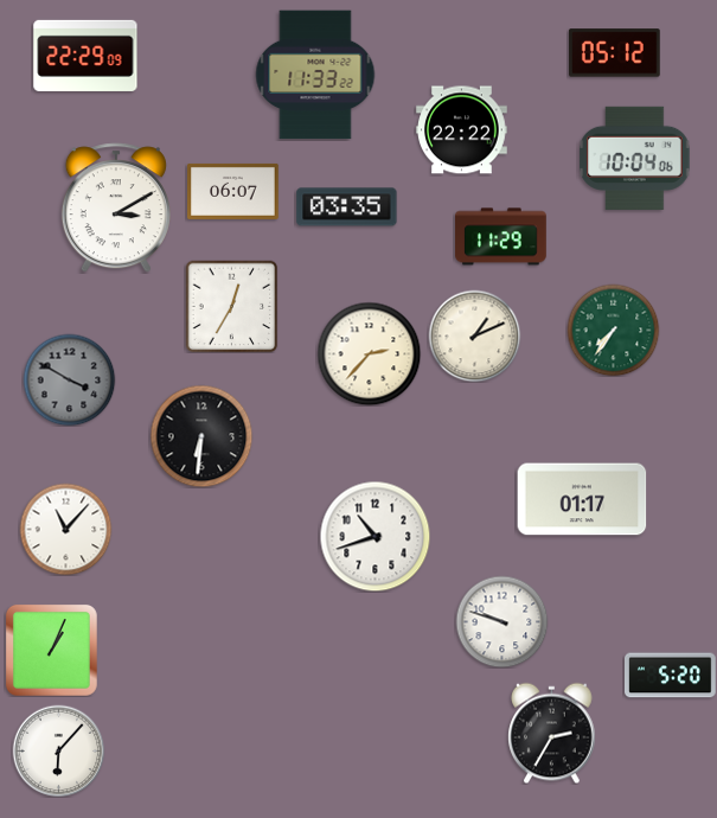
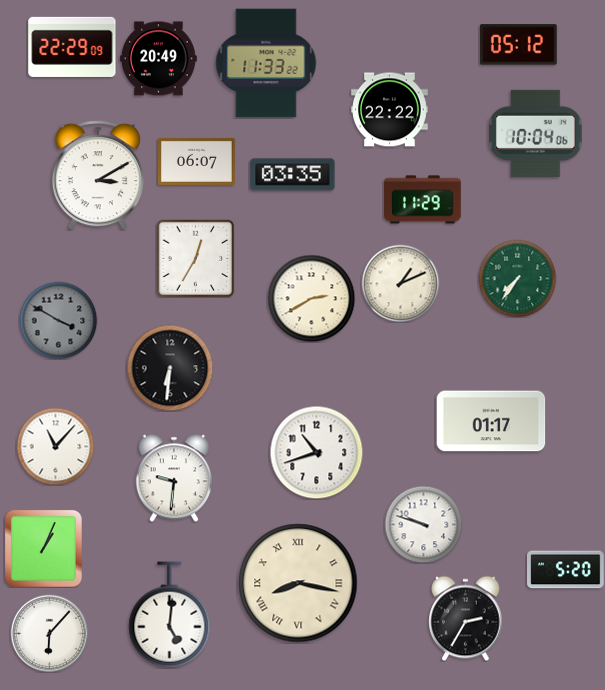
clock at (159, 59): none -> 20:49
clock at (369, 353): 2:37 -> 2:40
clock at (173, 478): none -> 9:31
clock at (298, 583): none -> 8:17
clock at (170, 615): none -> 5:01
